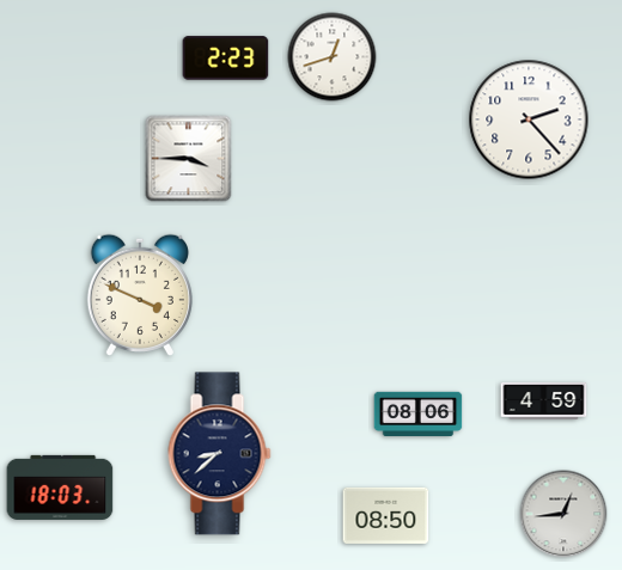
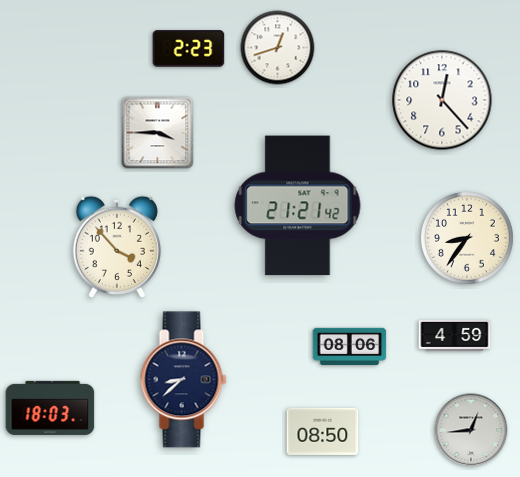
clock at (529, 119): 2:23 -> 12:23
clock at (298, 206): none -> 21:21
clock at (467, 238): none -> 8:36
clock at (140, 294): 3:49 -> 3:53
